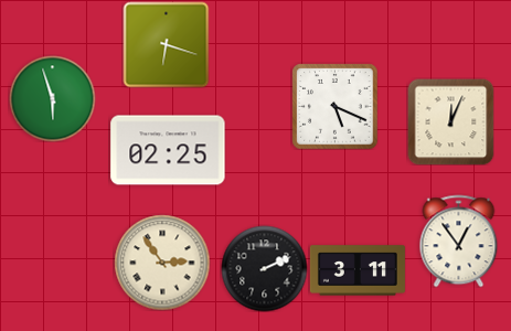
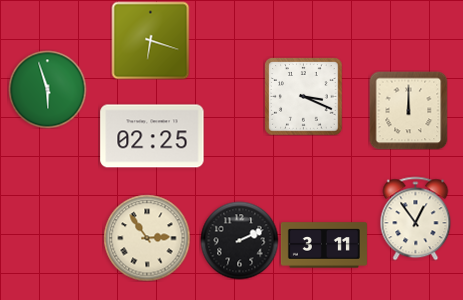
clock at (334, 106): 5:19 -> 3:19
clock at (450, 121): 12:04 -> 12:00
clock at (264, 268) position: (264, 268) -> (239, 240)
